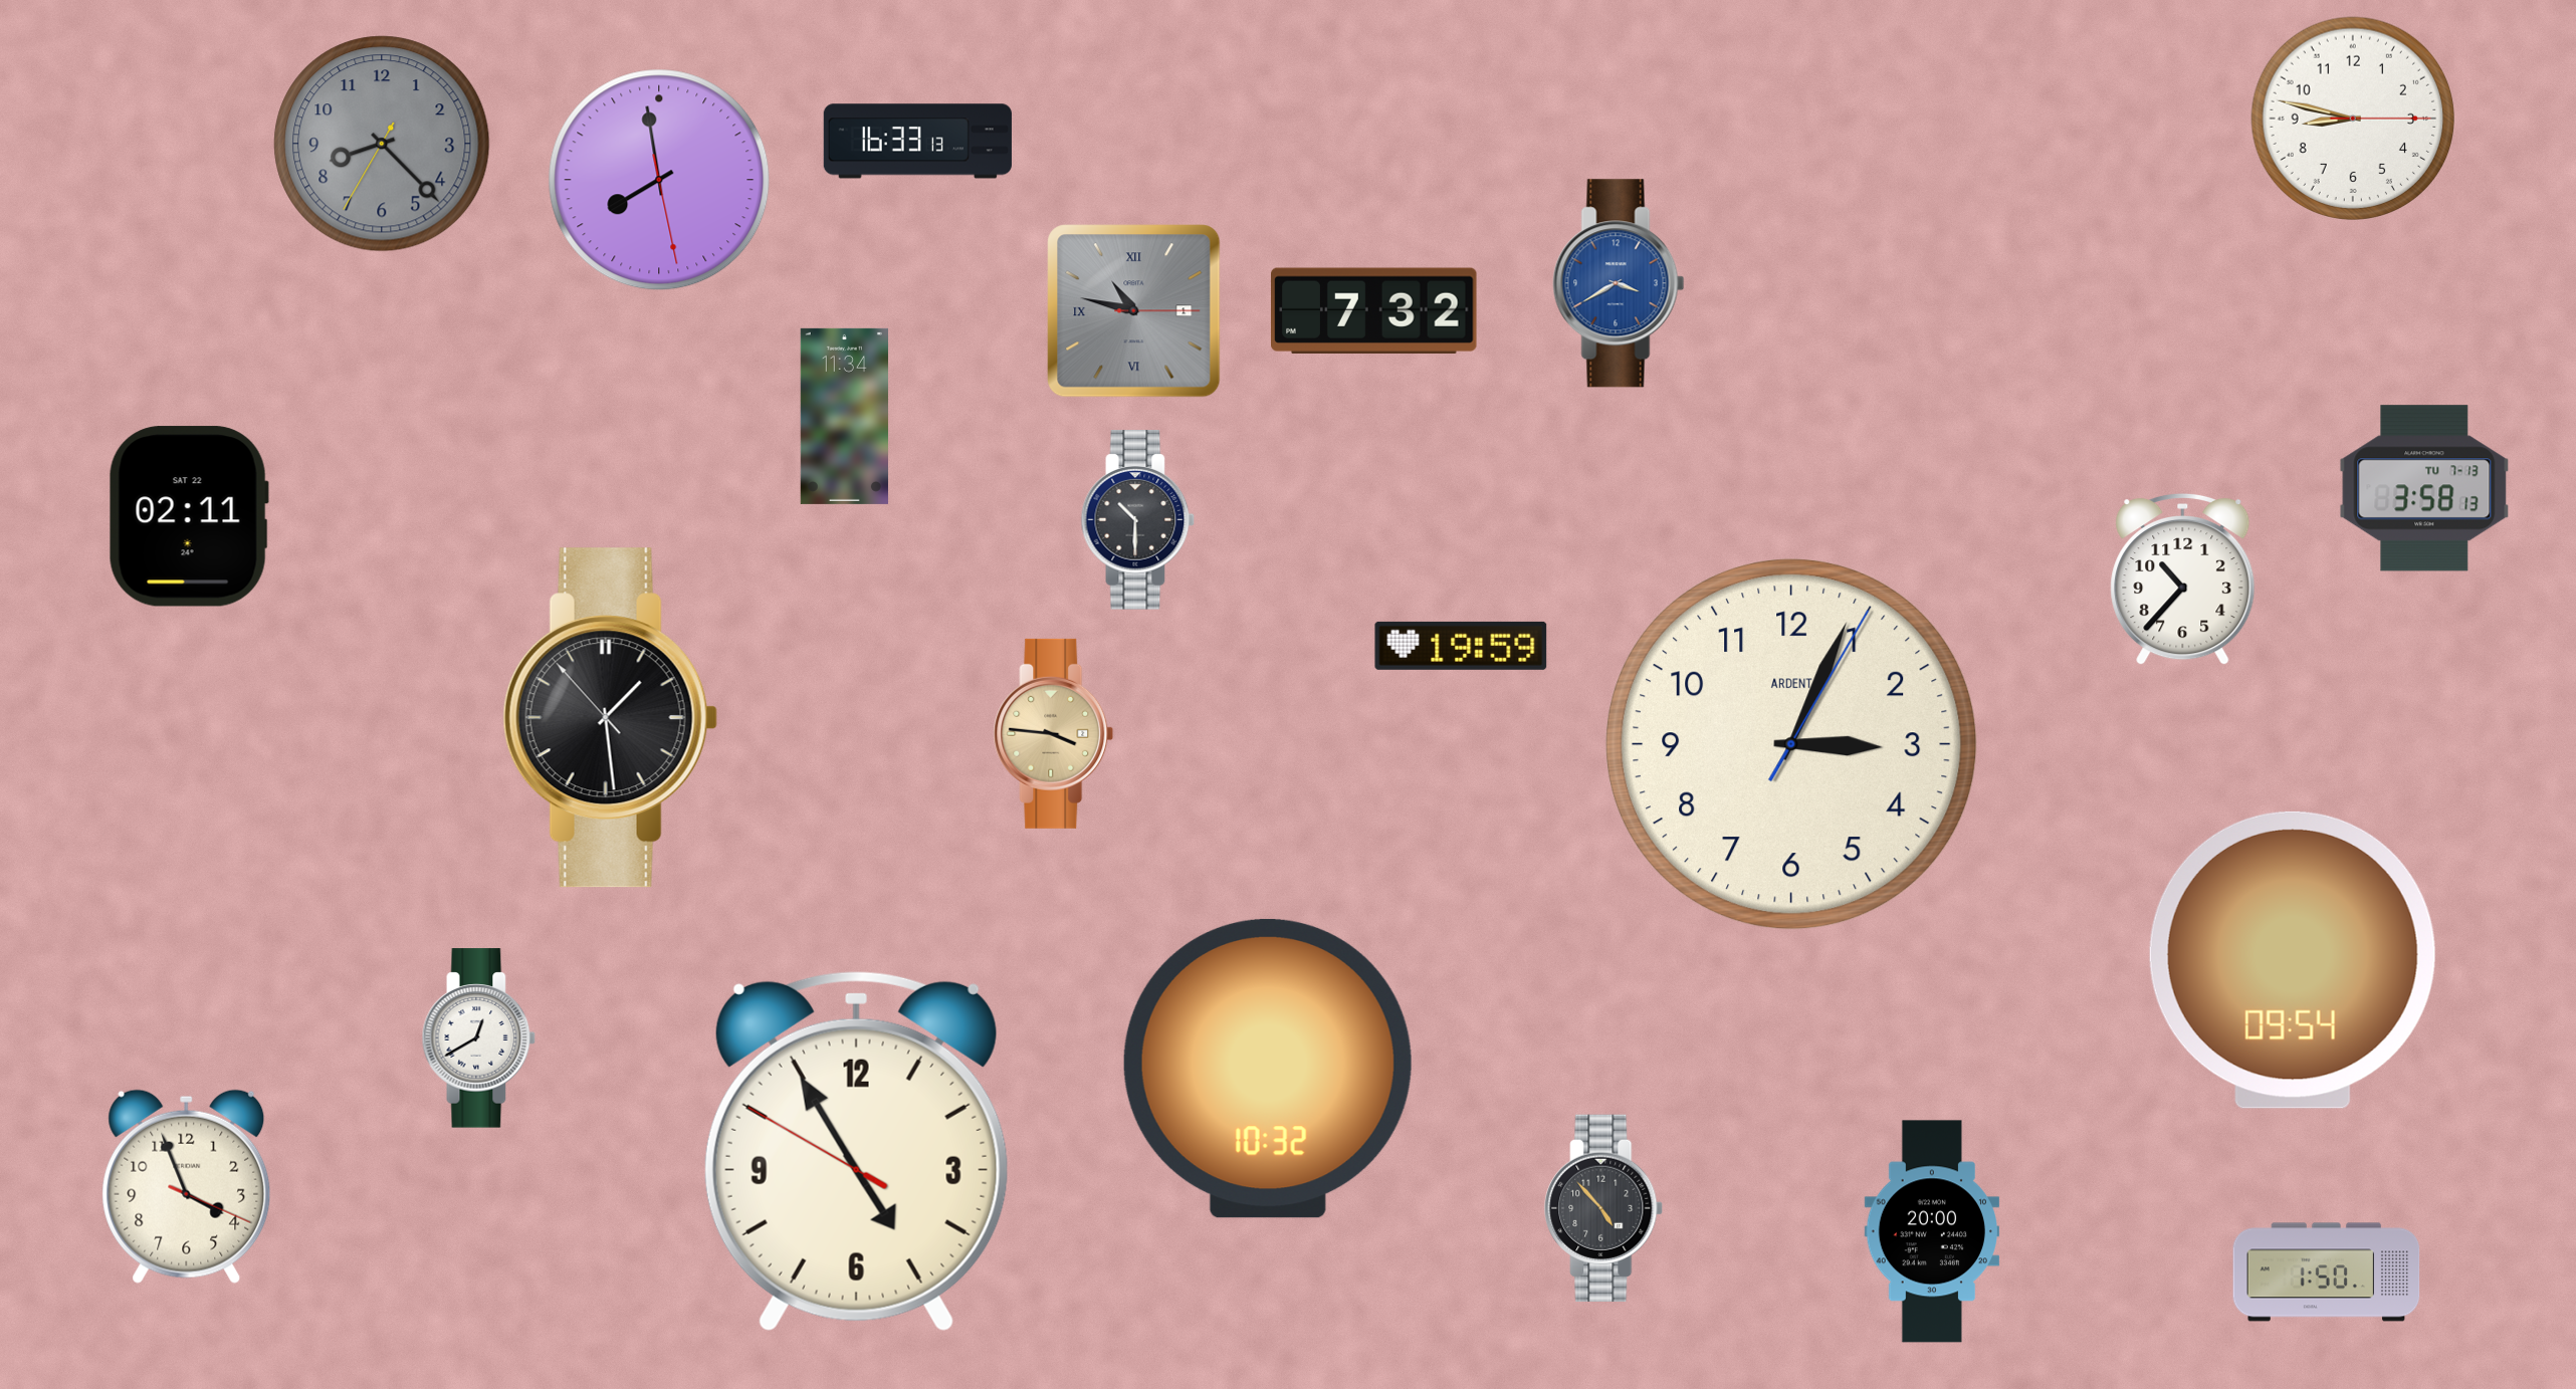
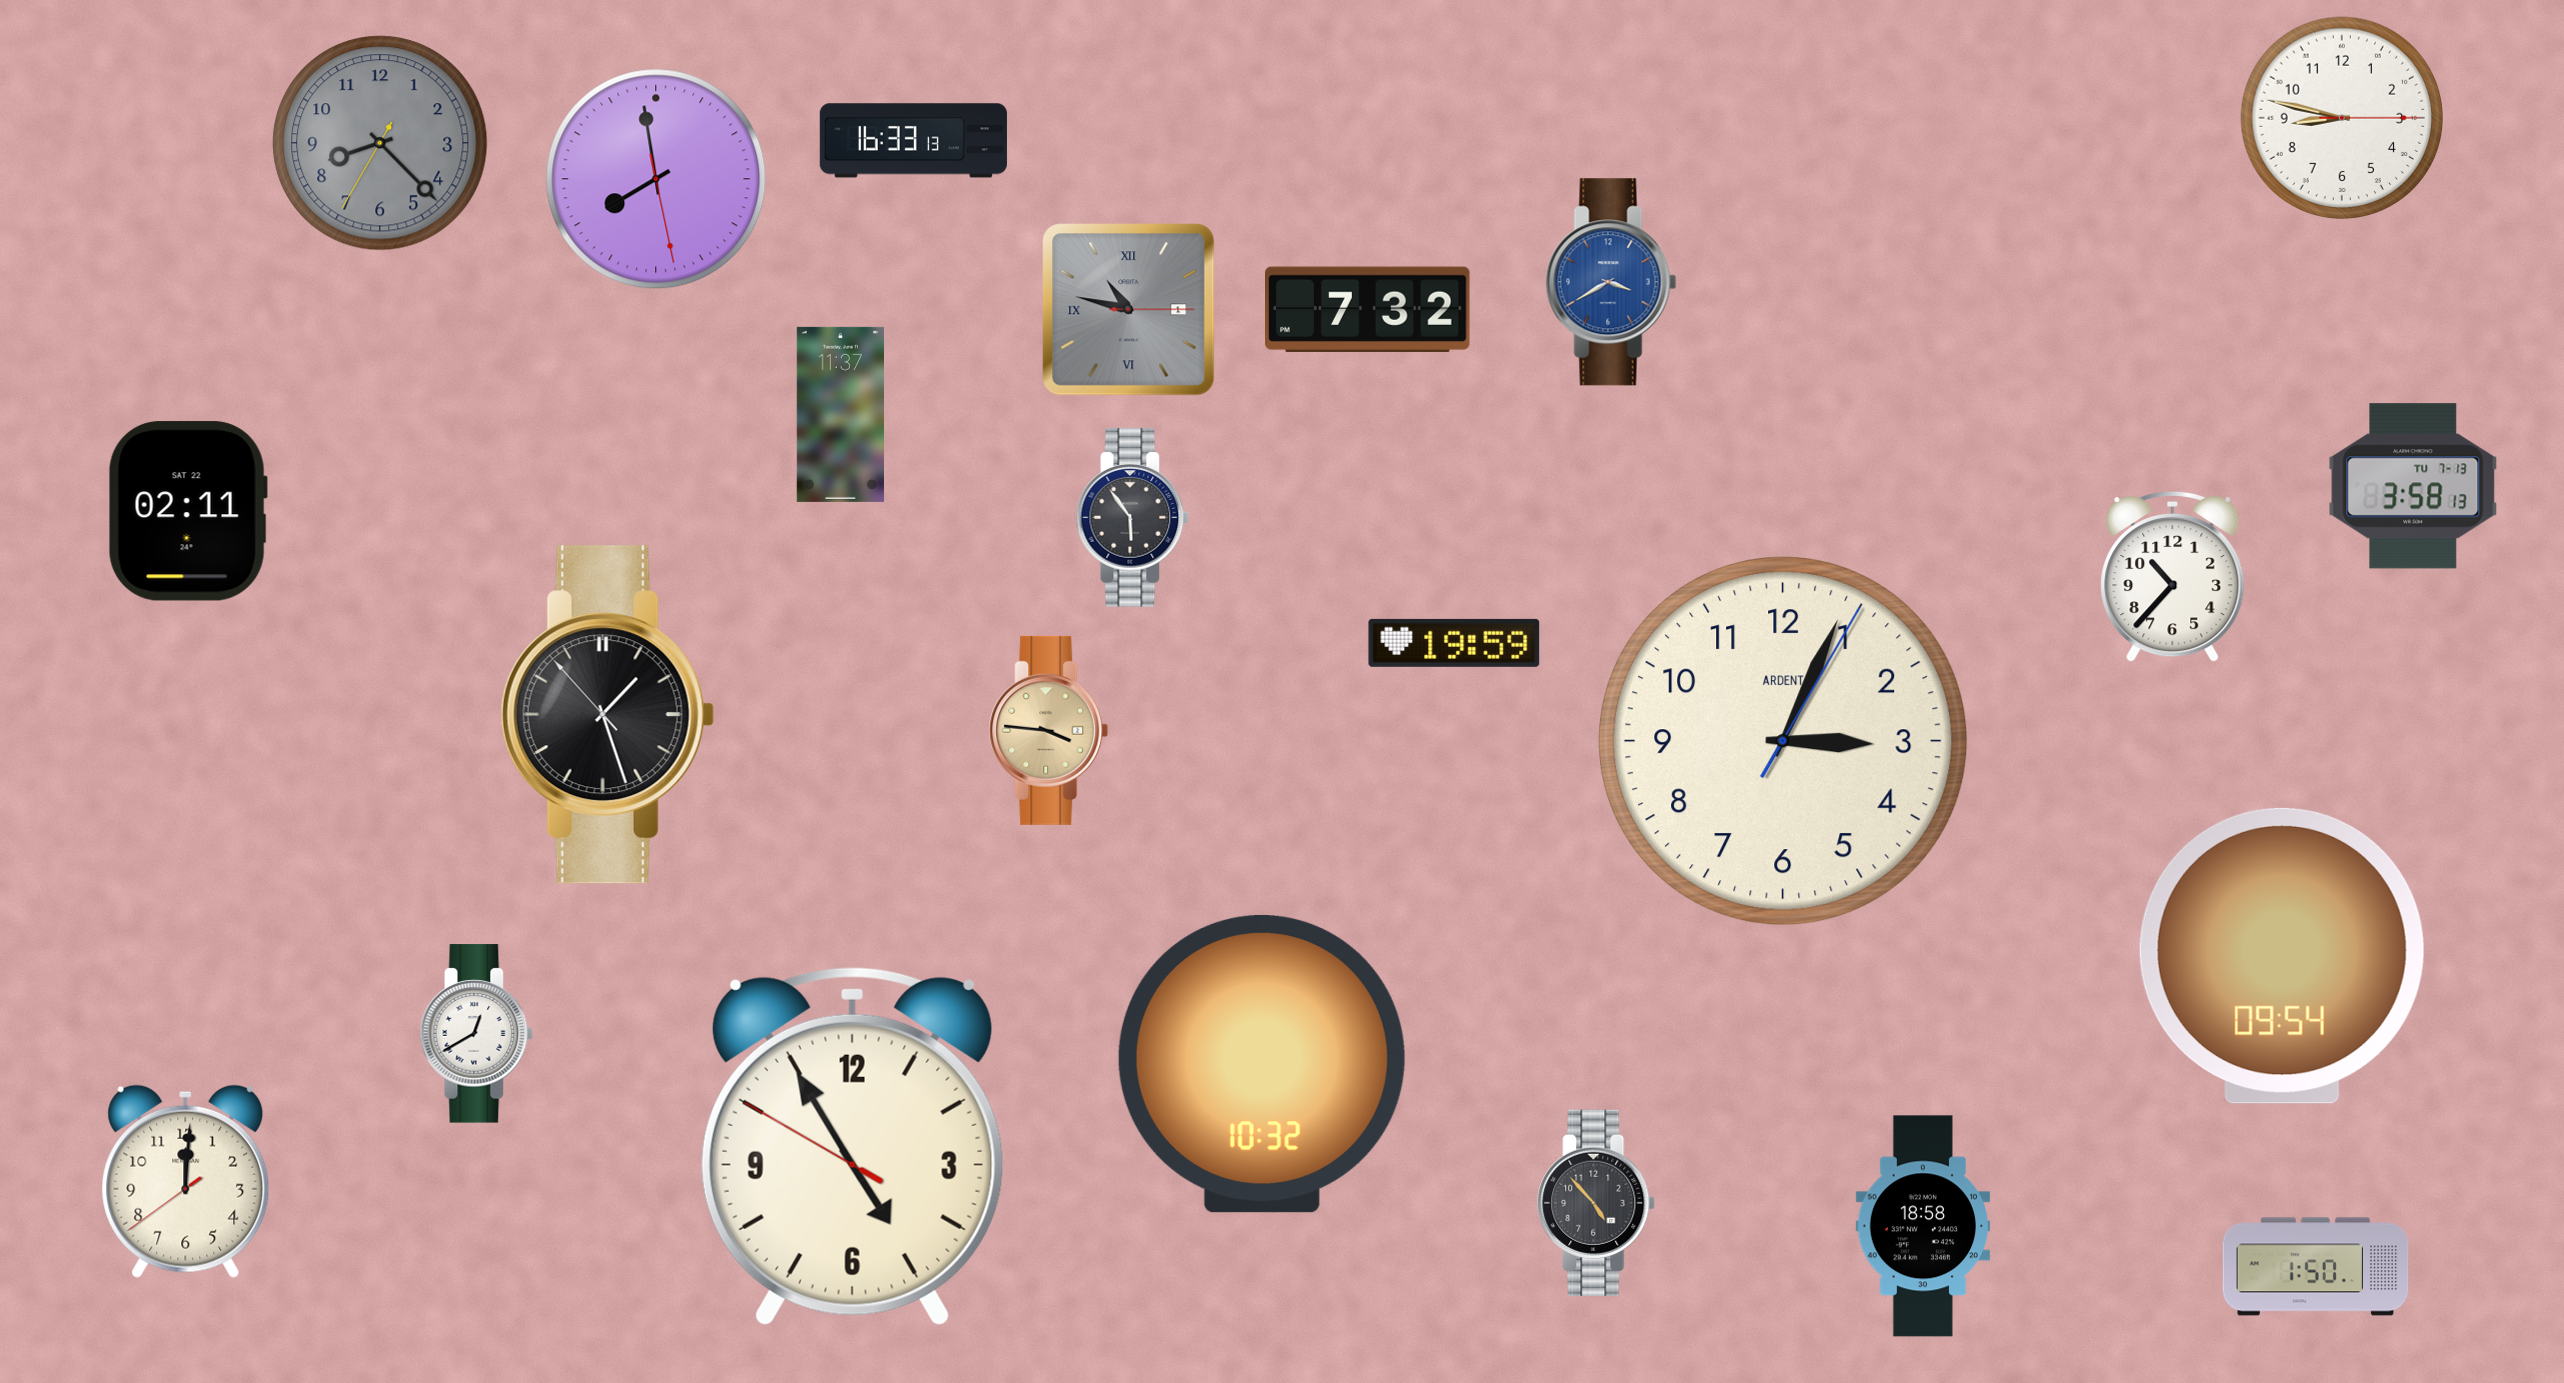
clock at (844, 416): 11:34 -> 11:37
clock at (189, 516) position: (189, 516) -> (188, 511)
clock at (1138, 520): 10:30 -> 5:54
clock at (610, 718): 1:28 -> 1:26
clock at (187, 1186): 3:56 -> 12:00
clock at (1931, 1231): 20:00 -> 18:58
